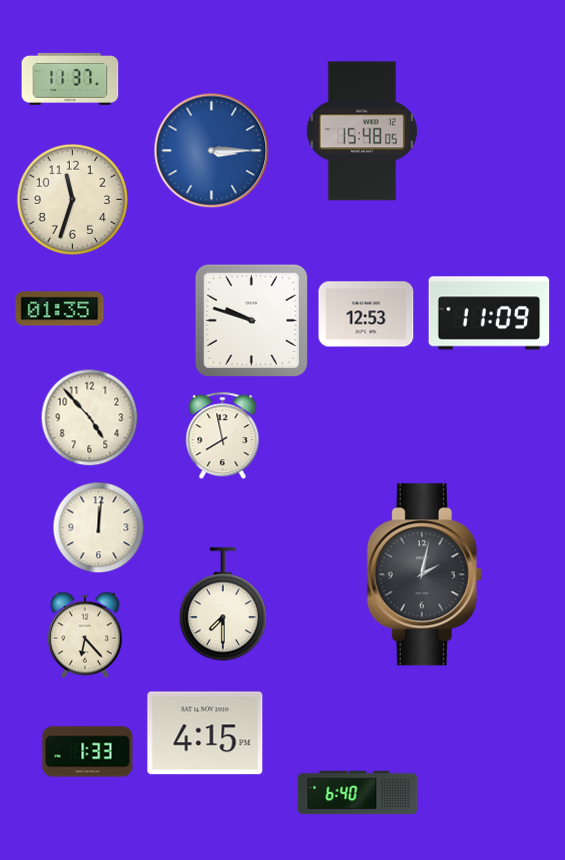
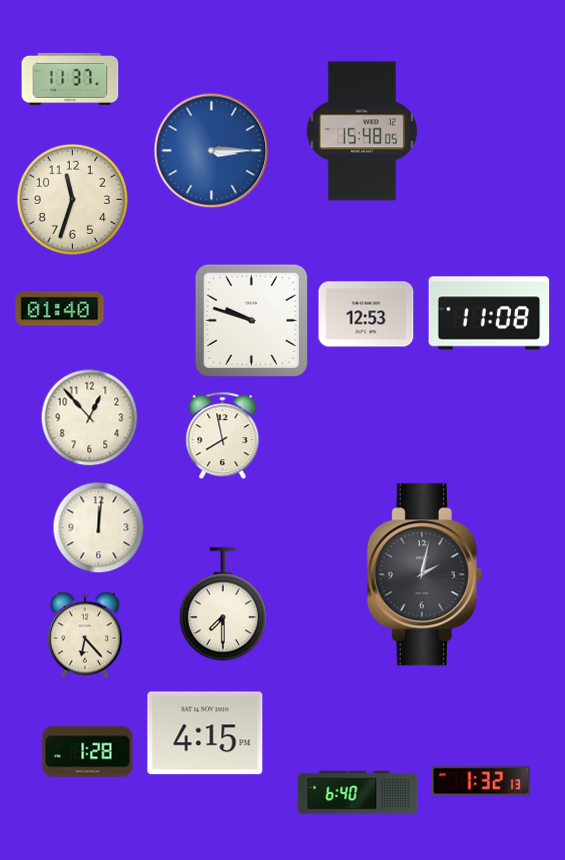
clock at (60, 309): 01:35 -> 01:40
clock at (489, 313): 11:09 -> 11:08
clock at (90, 418): 4:53 -> 12:53
clock at (88, 752): 1:33 -> 1:28
clock at (481, 781): none -> 1:32
